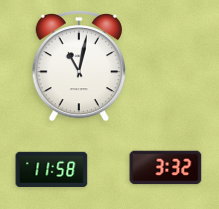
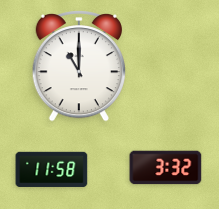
clock at (79, 67): 11:02 -> 11:00
